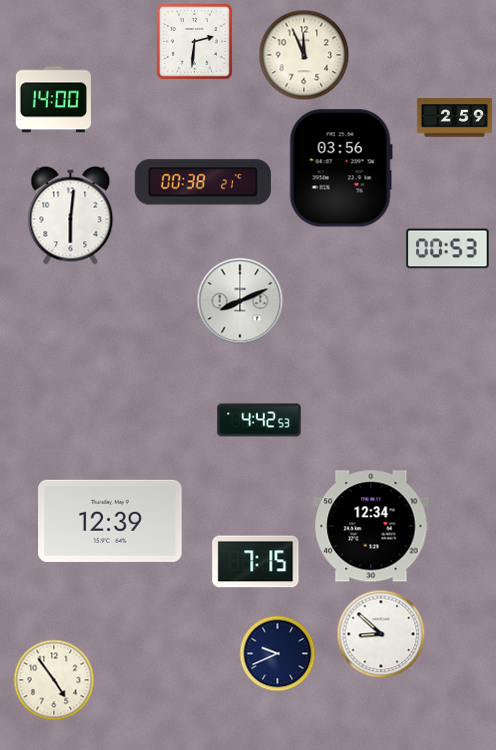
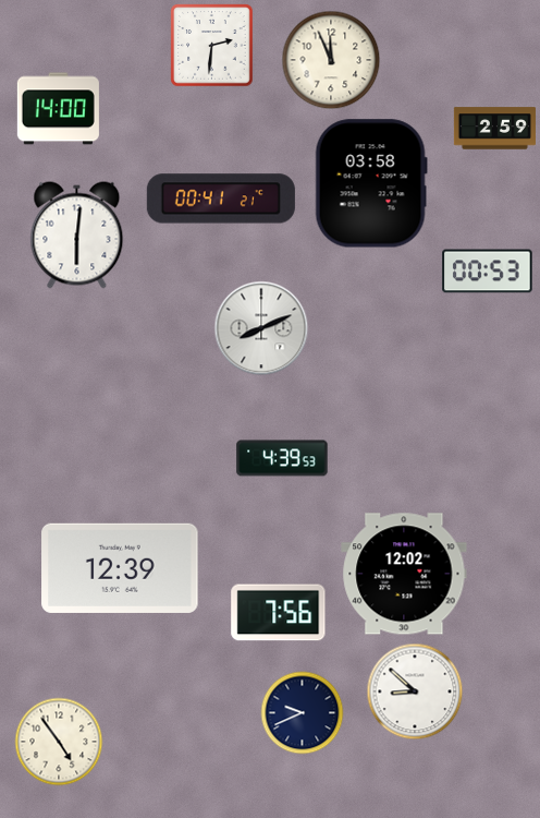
clock at (341, 168): 03:56 -> 03:58
clock at (203, 182): 00:38 -> 00:41
clock at (259, 420): 4:42 -> 4:39
clock at (371, 526): 12:34 -> 12:02
clock at (256, 562): 7:15 -> 7:56
